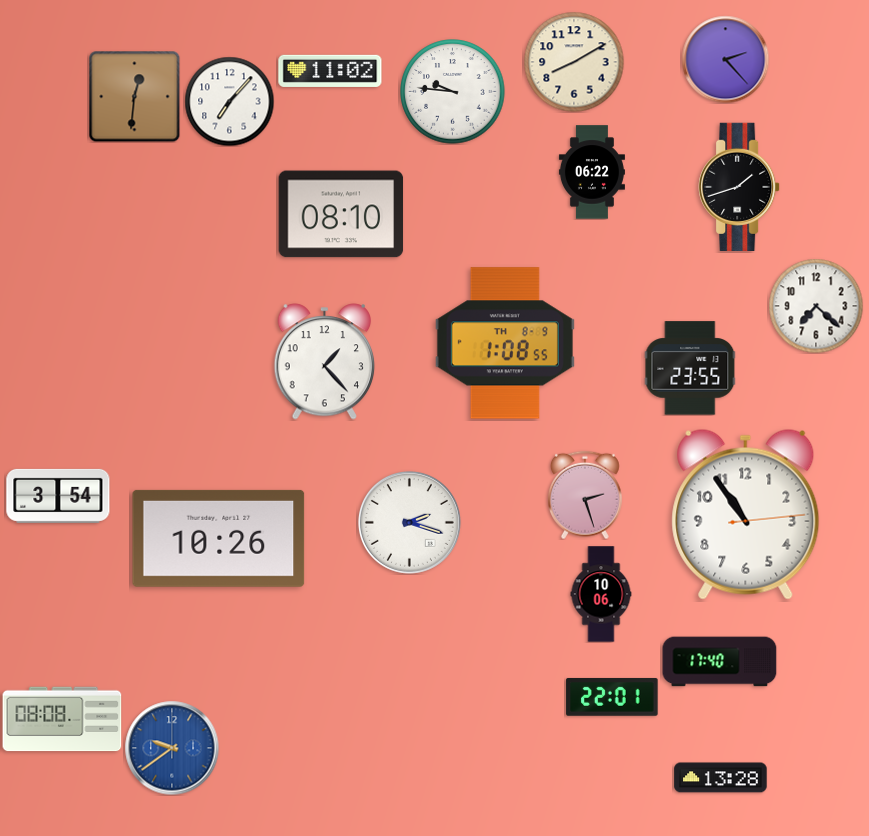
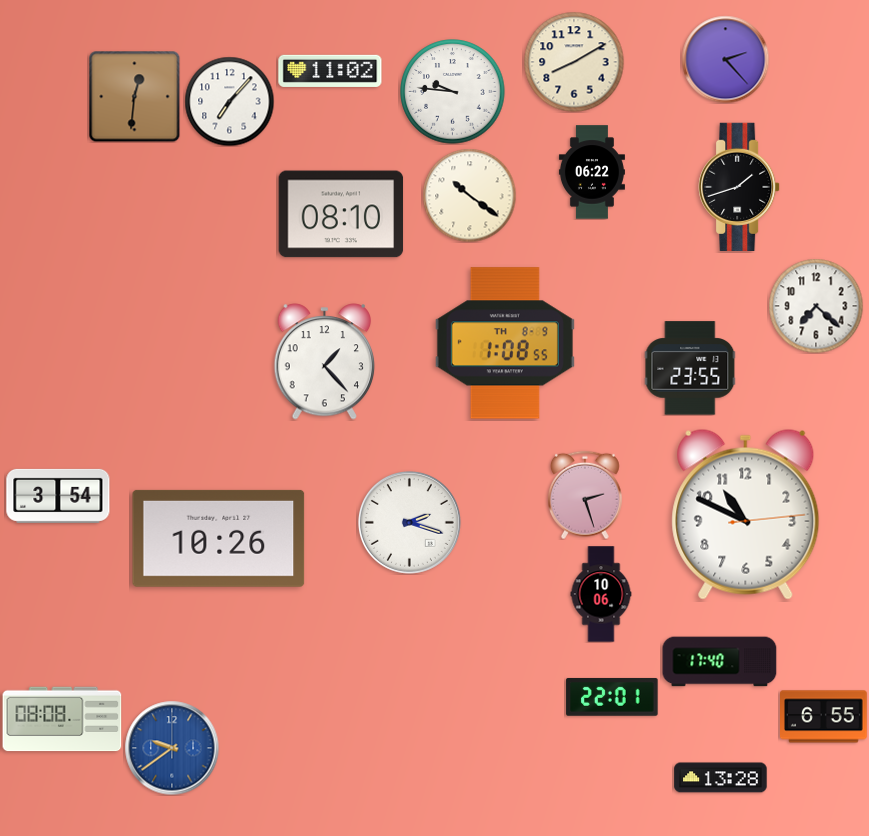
clock at (469, 195): none -> 10:21
clock at (746, 514): 10:54 -> 10:49
clock at (824, 717): none -> 6:55
